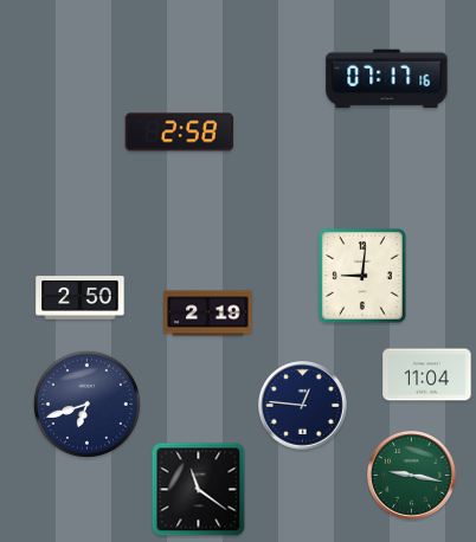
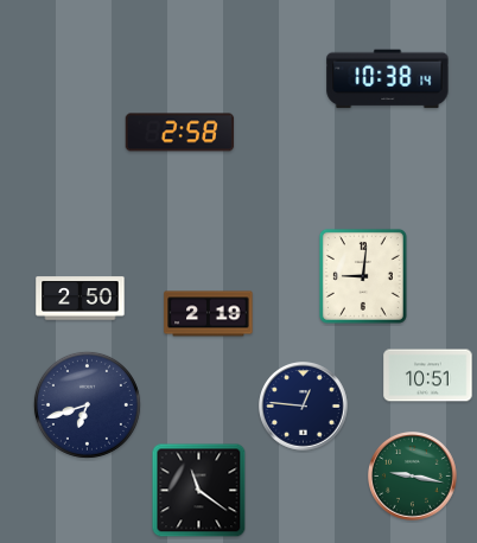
clock at (387, 79): 07:17 -> 10:38
clock at (427, 375): 11:04 -> 10:51
